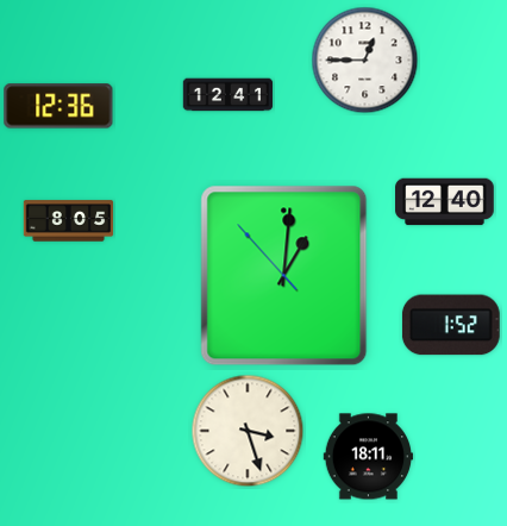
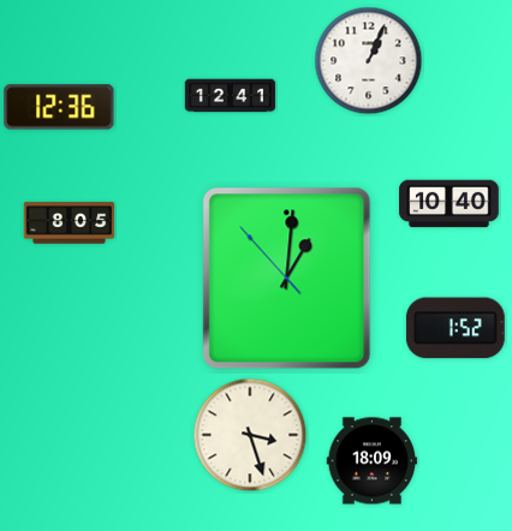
clock at (365, 61): 12:45 -> 1:04
clock at (445, 202): 12:40 -> 10:40
clock at (369, 457): 18:11 -> 18:09
